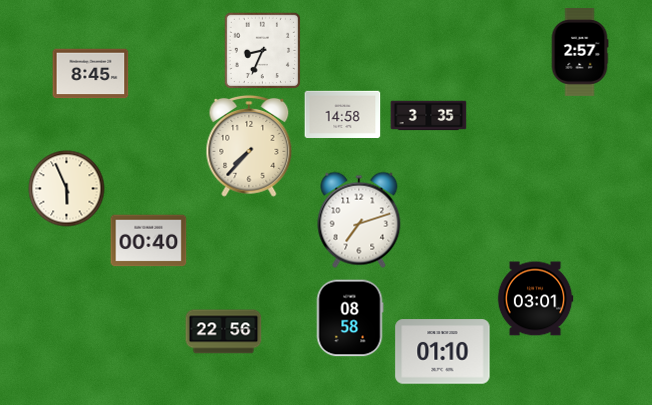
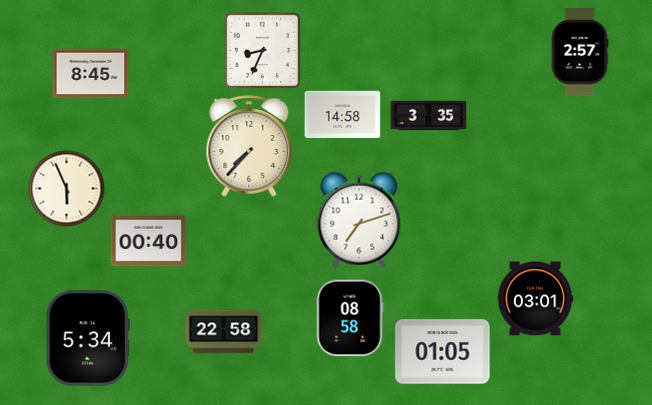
clock at (224, 332): 22:56 -> 22:58
clock at (88, 338): none -> 5:34
clock at (443, 352): 01:10 -> 01:05
